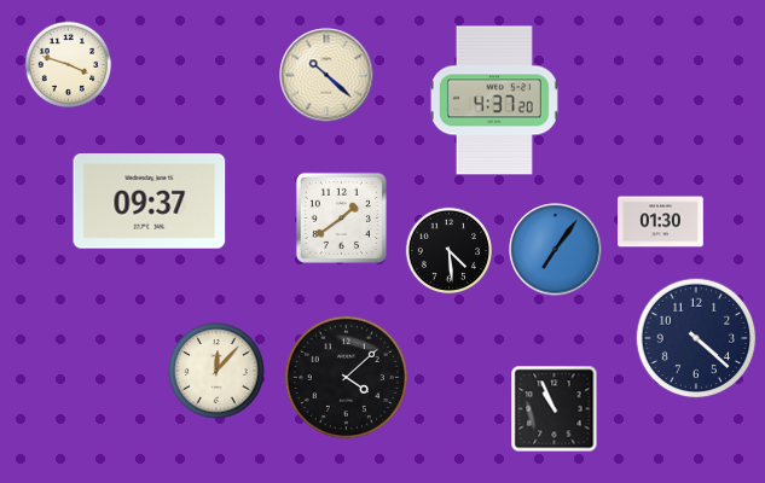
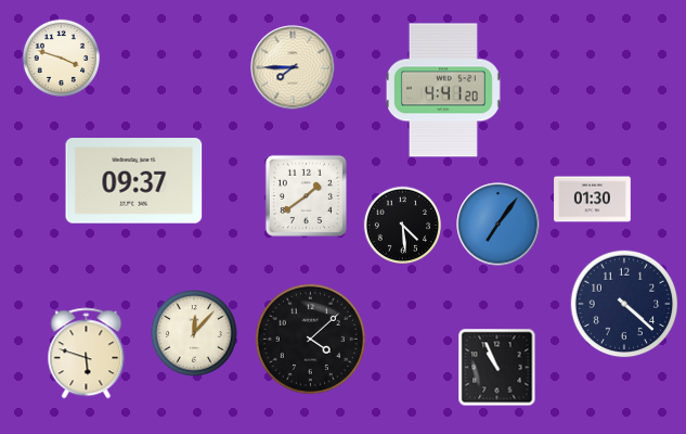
clock at (326, 75): 10:22 -> 7:45
clock at (494, 100): 4:37 -> 4:41
clock at (87, 354): none -> 5:48
